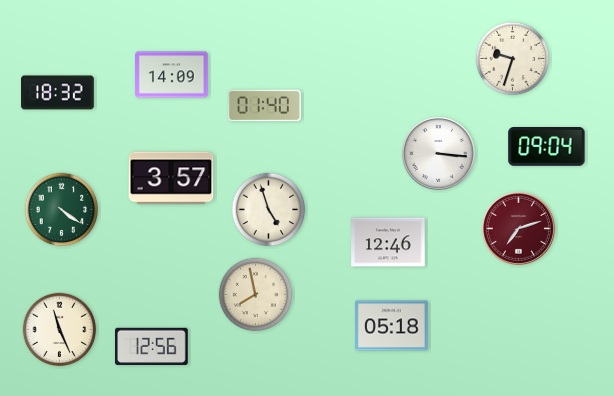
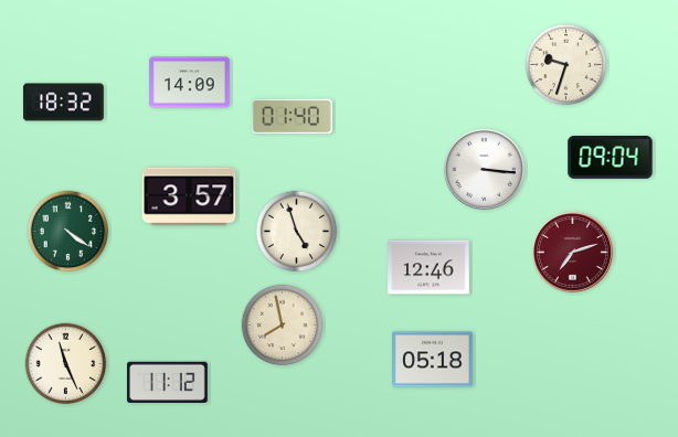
clock at (547, 147) position: (547, 147) -> (611, 158)
clock at (152, 346): 12:56 -> 11:12
